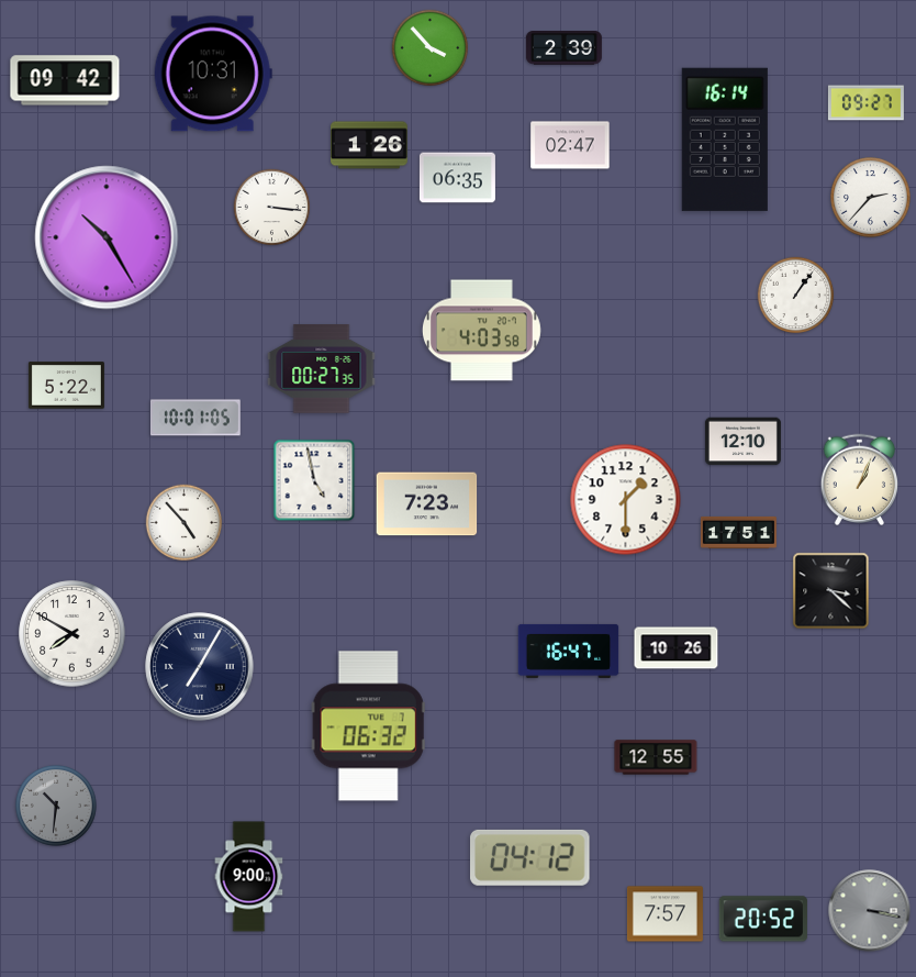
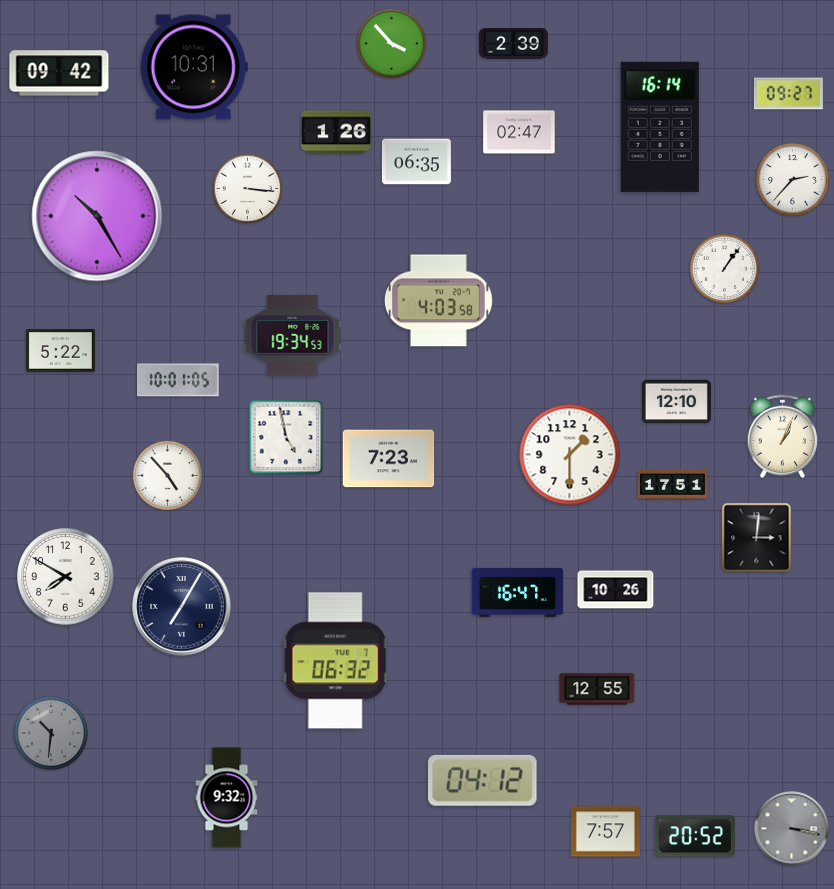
clock at (322, 369): 00:27 -> 19:34
clock at (831, 591): 3:22 -> 3:01
clock at (249, 877): 9:00 -> 9:32
